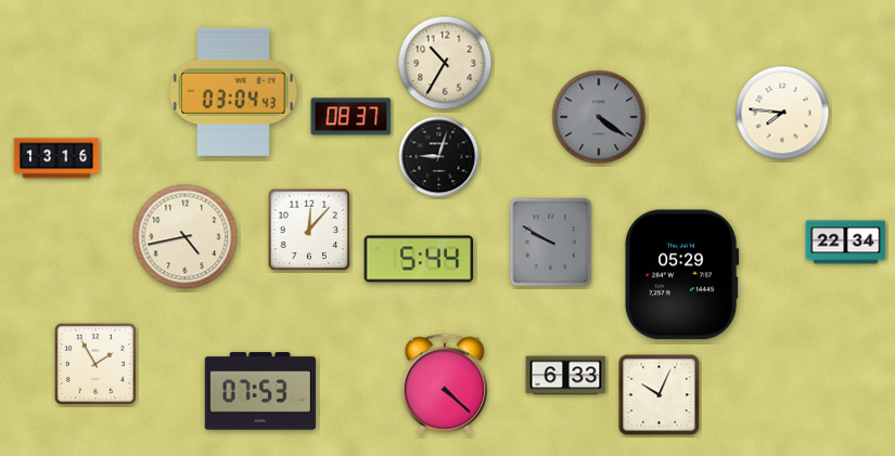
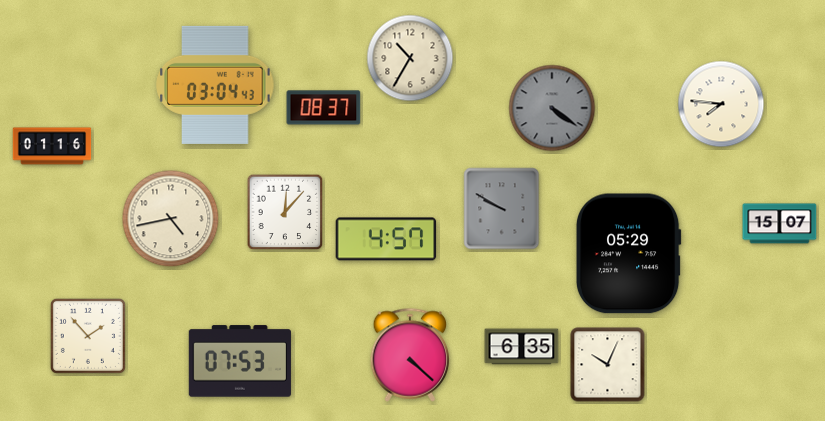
clock at (439, 157): 9:03 -> none
clock at (56, 158): 13:16 -> 01:16
clock at (551, 243) position: (551, 243) -> (502, 209)
clock at (846, 243): 22:34 -> 15:07
clock at (419, 259): 5:44 -> 4:57
clock at (95, 364): 1:55 -> 1:53
clock at (566, 376): 6:33 -> 6:35
